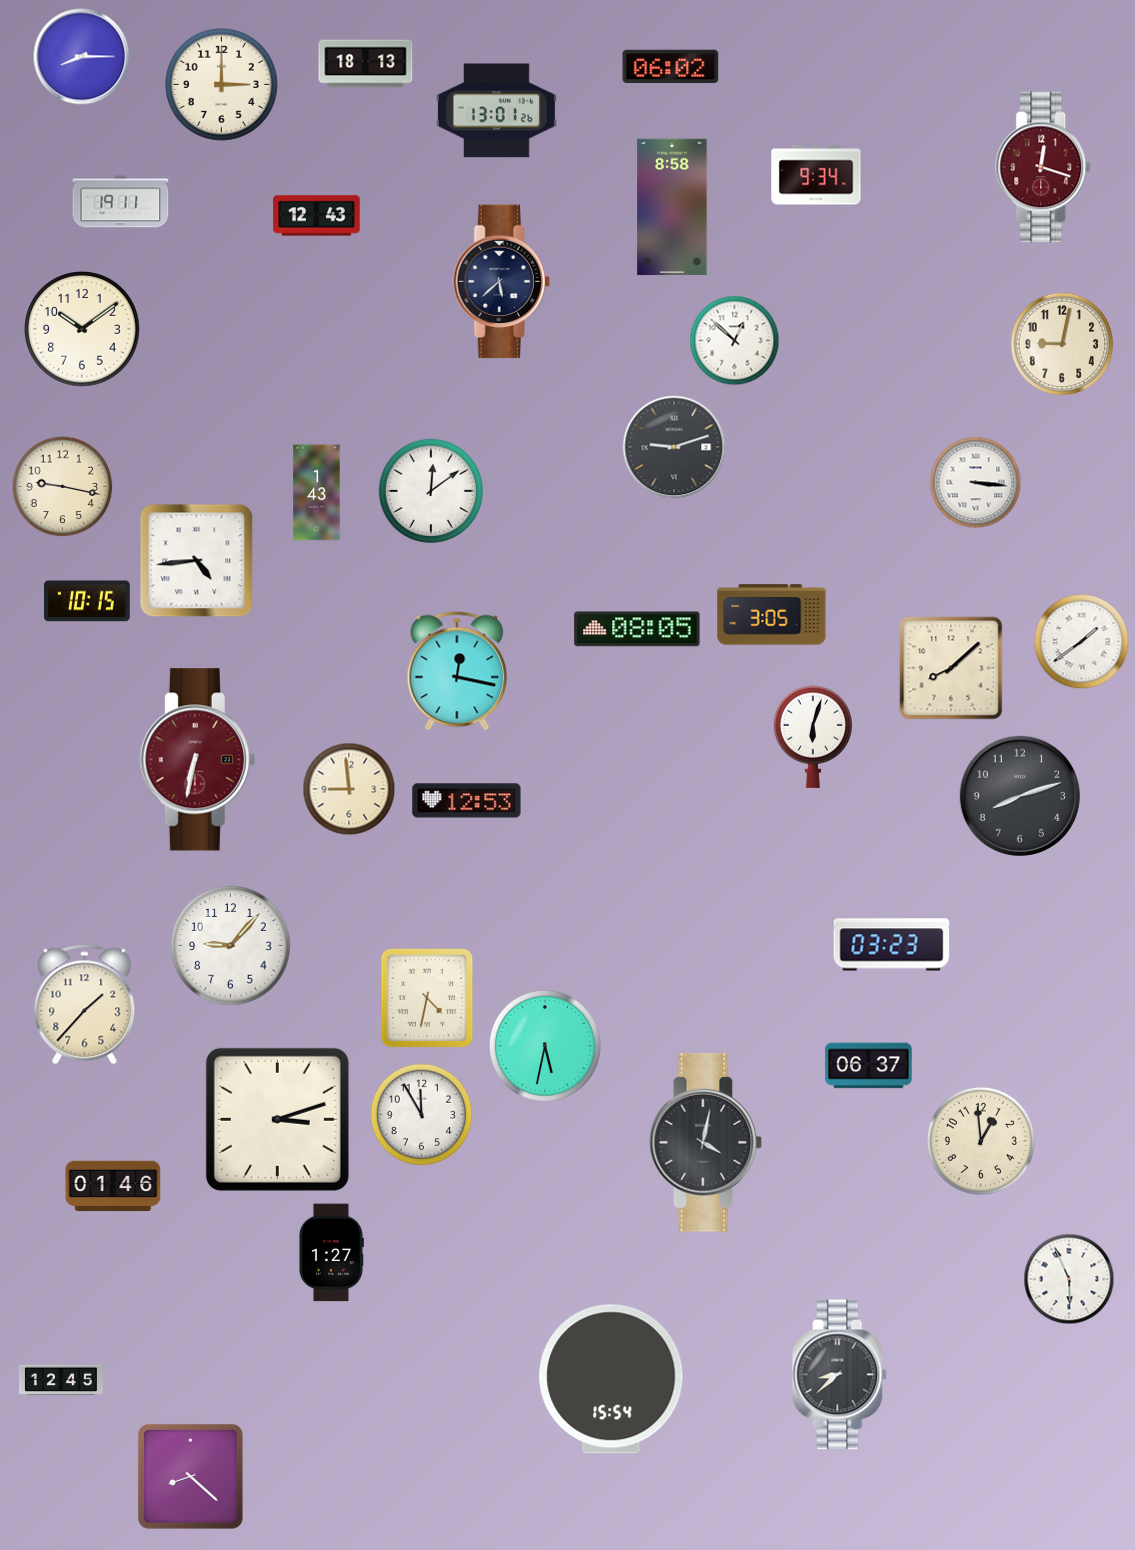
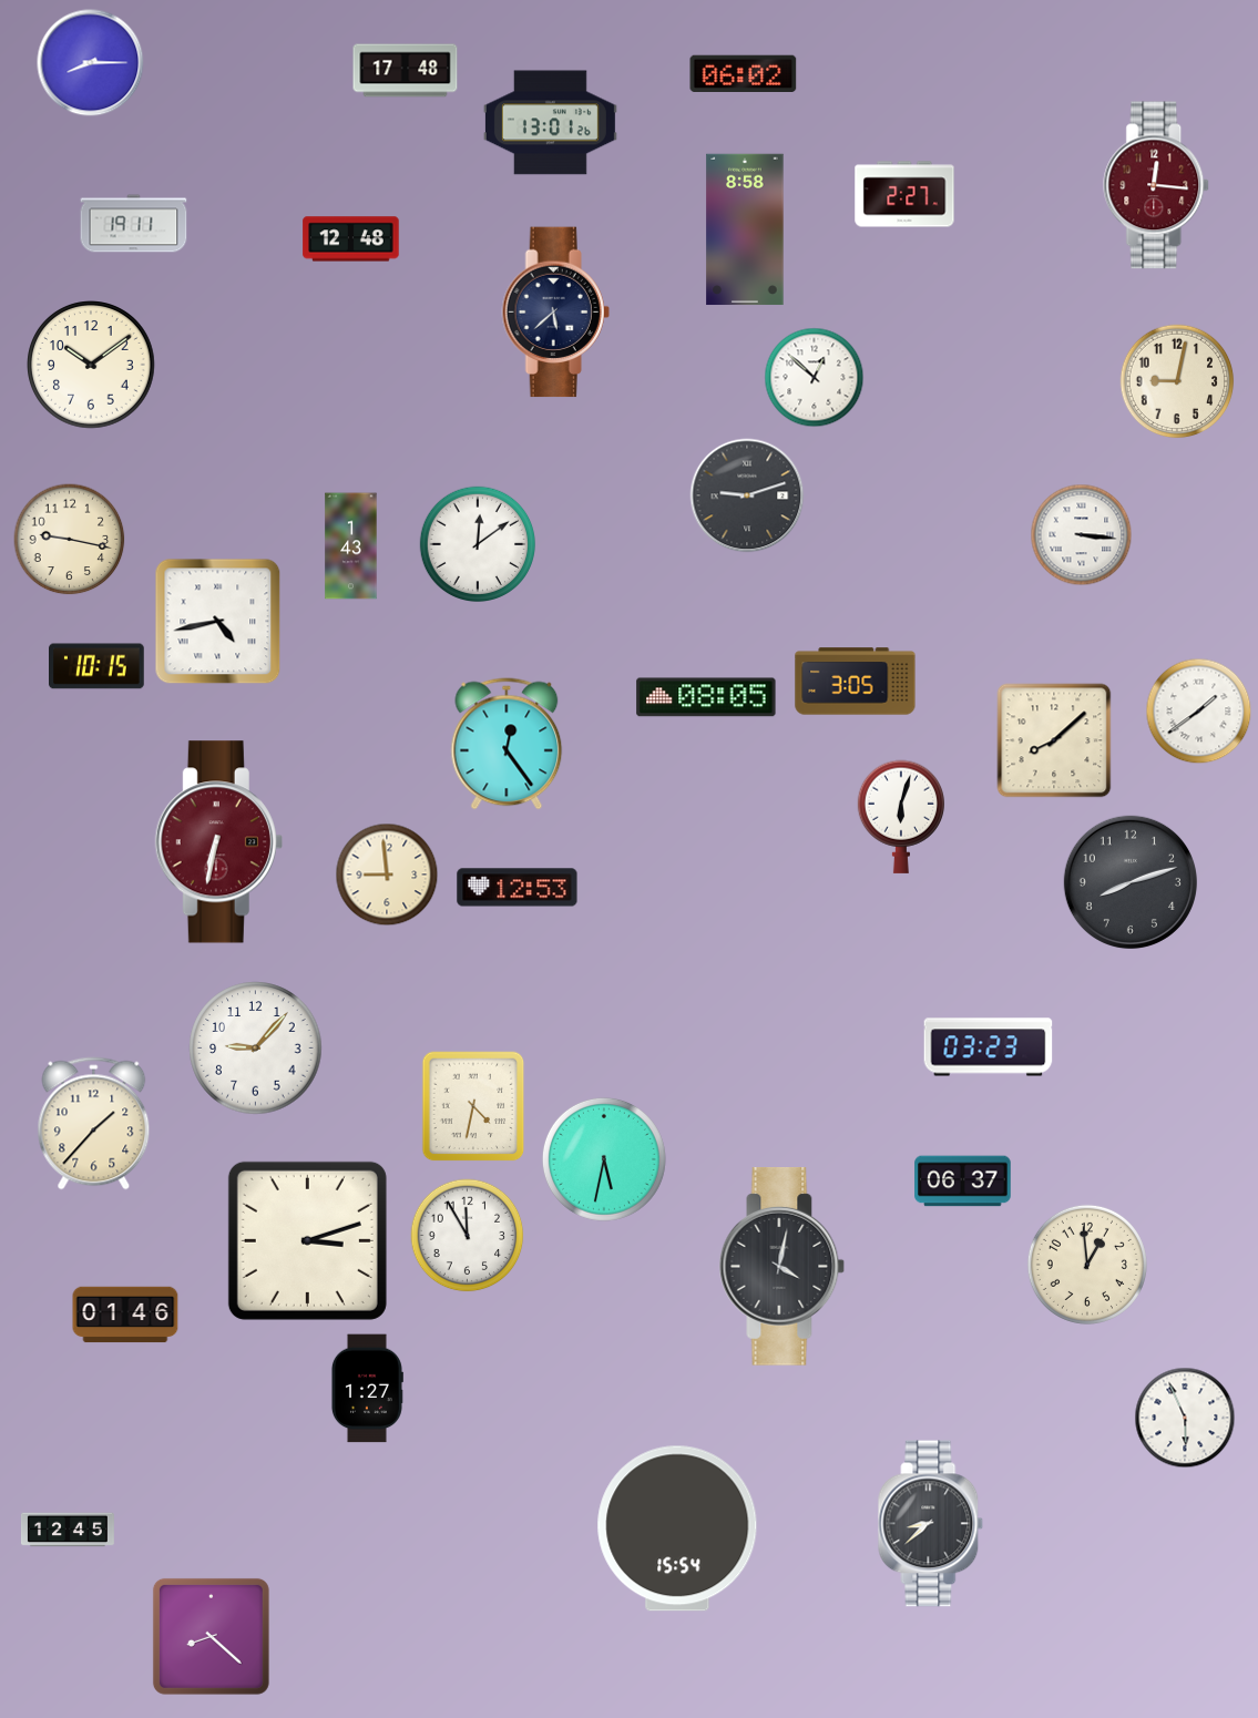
clock at (366, 64): 18:13 -> 17:48
clock at (221, 84): 3:00 -> none
clock at (1044, 167): 12:18 -> 12:16
clock at (816, 175): 9:34 -> 2:27
clock at (317, 216): 12:43 -> 12:48
clock at (197, 561): 4:44 -> 4:43
clock at (457, 671): 12:17 -> 12:24
clock at (85, 1005) position: (85, 1005) -> (94, 1124)
